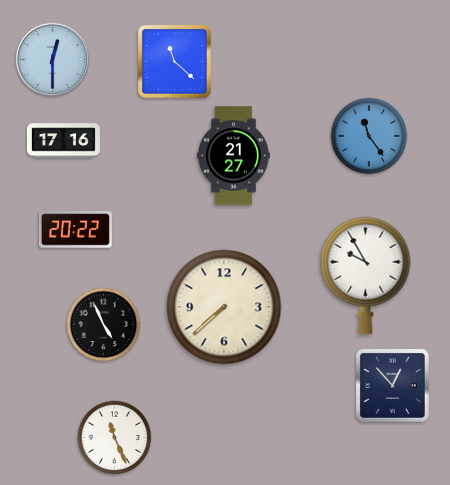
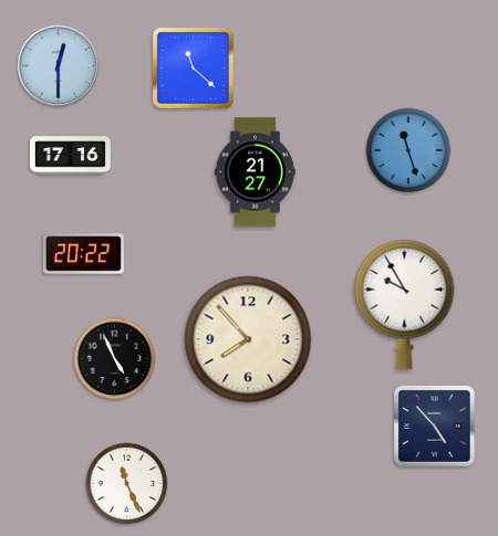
clock at (369, 136): 11:24 -> 11:27
clock at (234, 156) position: (234, 156) -> (256, 172)
clock at (224, 307): 7:38 -> 7:53
clock at (392, 385): 12:53 -> 4:53
